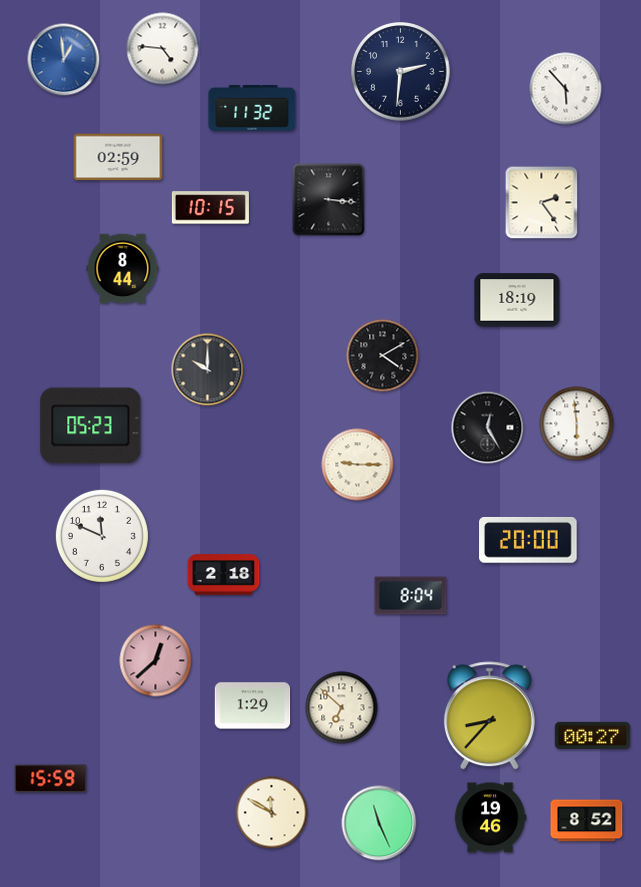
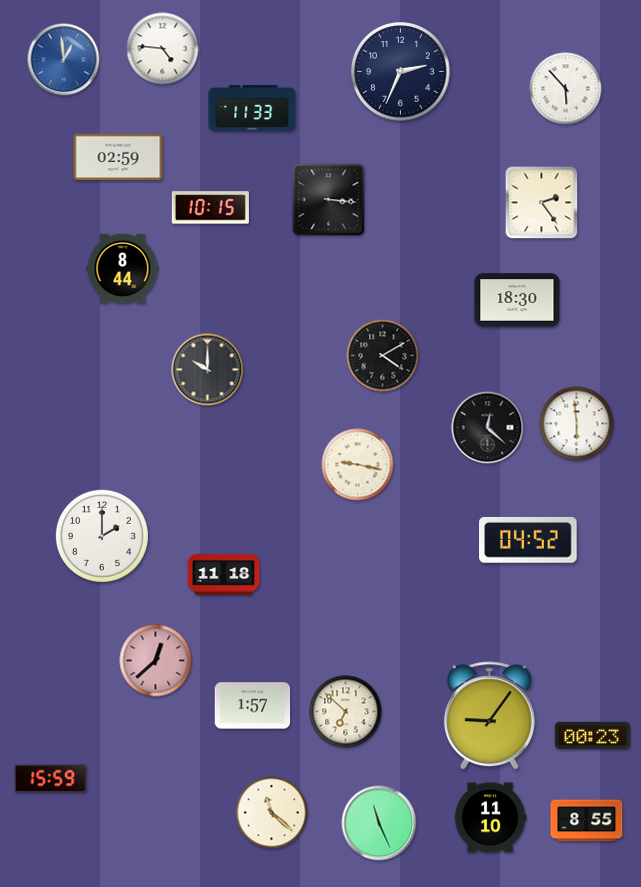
clock at (401, 72): 2:31 -> 2:34
clock at (252, 108): 11:32 -> 11:33
clock at (517, 300): 18:19 -> 18:30
clock at (91, 426): 05:23 -> none
clock at (488, 428): 12:25 -> 12:22
clock at (358, 465): 9:15 -> 9:17
clock at (102, 536): 11:49 -> 2:00
clock at (528, 540): 20:00 -> 04:52
clock at (224, 575): 2:18 -> 11:18
clock at (411, 596): 8:04 -> none
clock at (253, 706): 1:29 -> 1:57
clock at (342, 708) position: (342, 708) -> (346, 712)
clock at (489, 716): 8:37 -> 9:06
clock at (593, 735): 00:27 -> 00:23
clock at (272, 813): 11:50 -> 11:22
clock at (490, 818): 19:46 -> 11:10
clock at (587, 821): 8:52 -> 8:55
